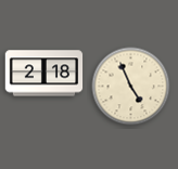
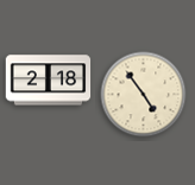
clock at (131, 87): 4:56 -> 4:54
